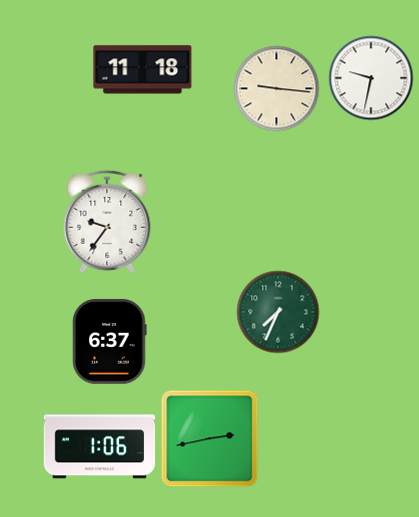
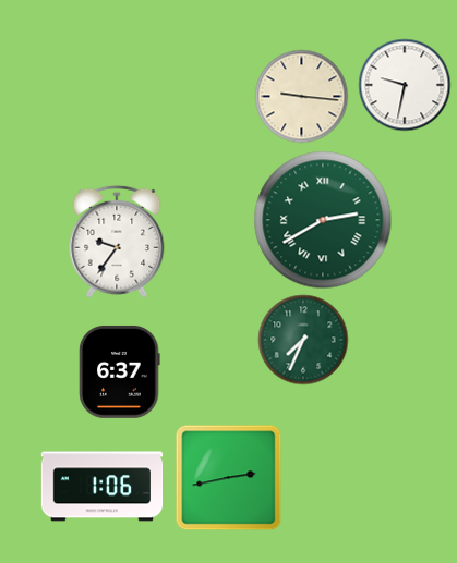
clock at (143, 70): 11:18 -> none
clock at (323, 220): none -> 2:40
clock at (100, 447) position: (100, 447) -> (103, 487)
